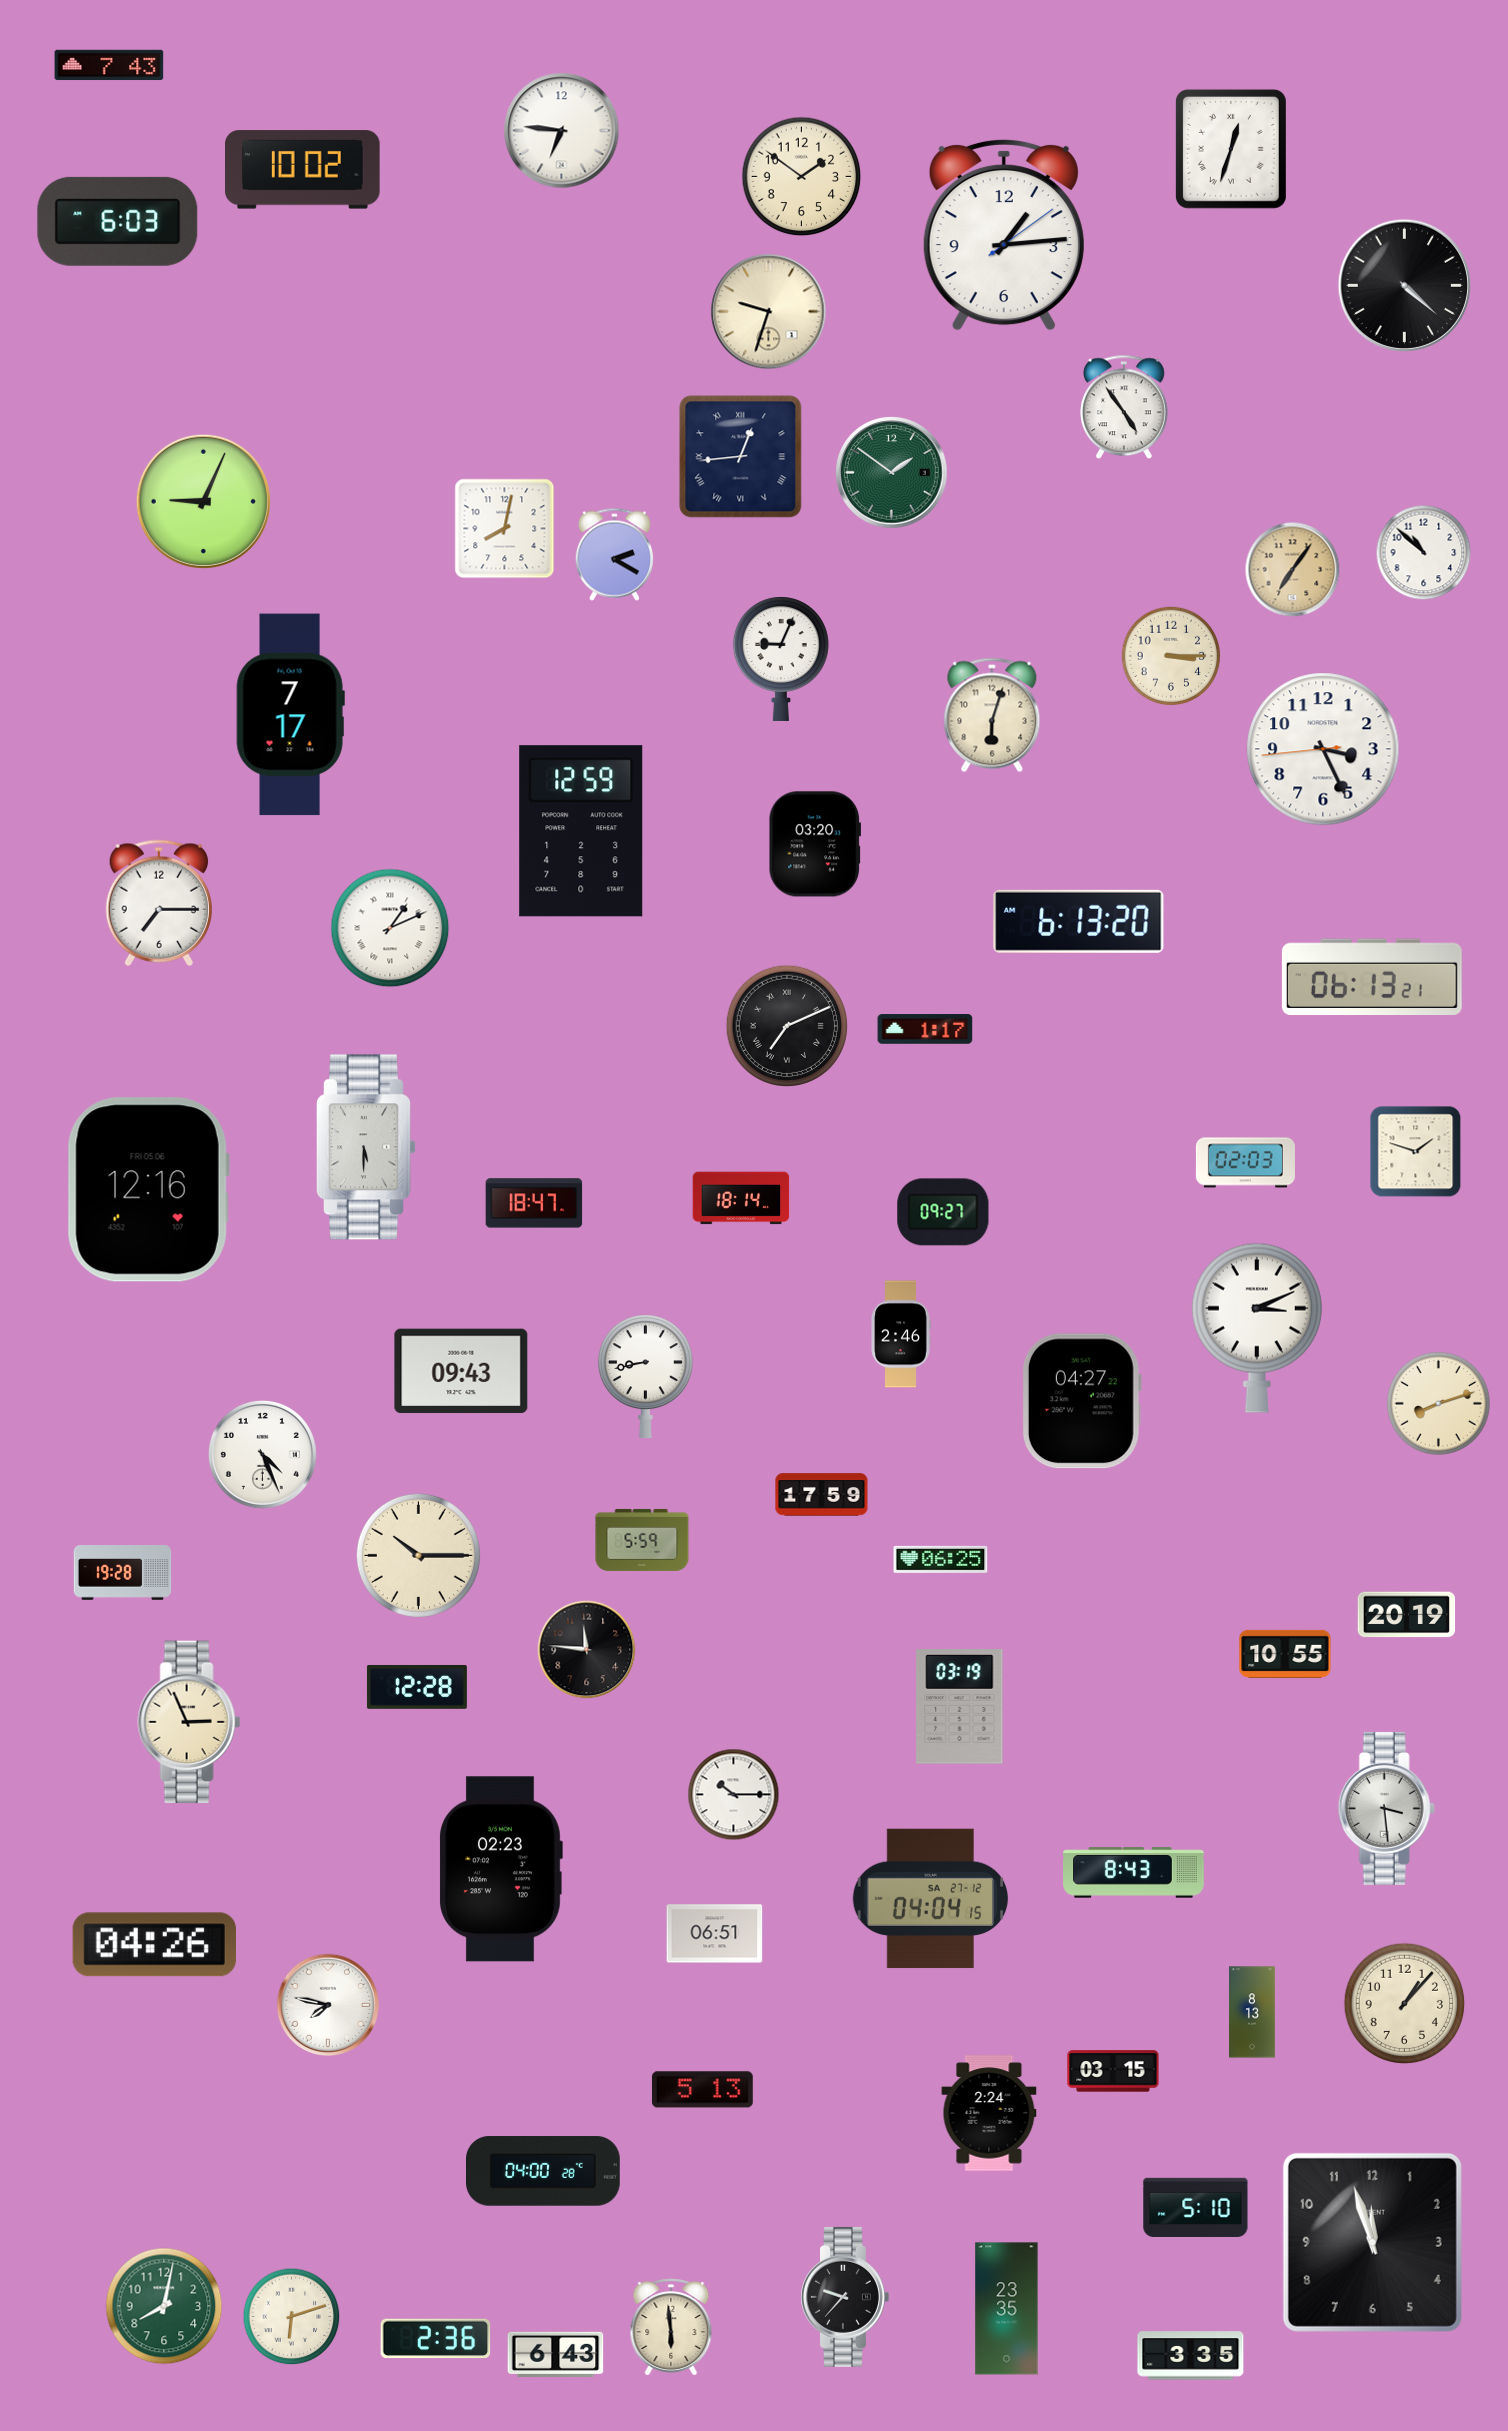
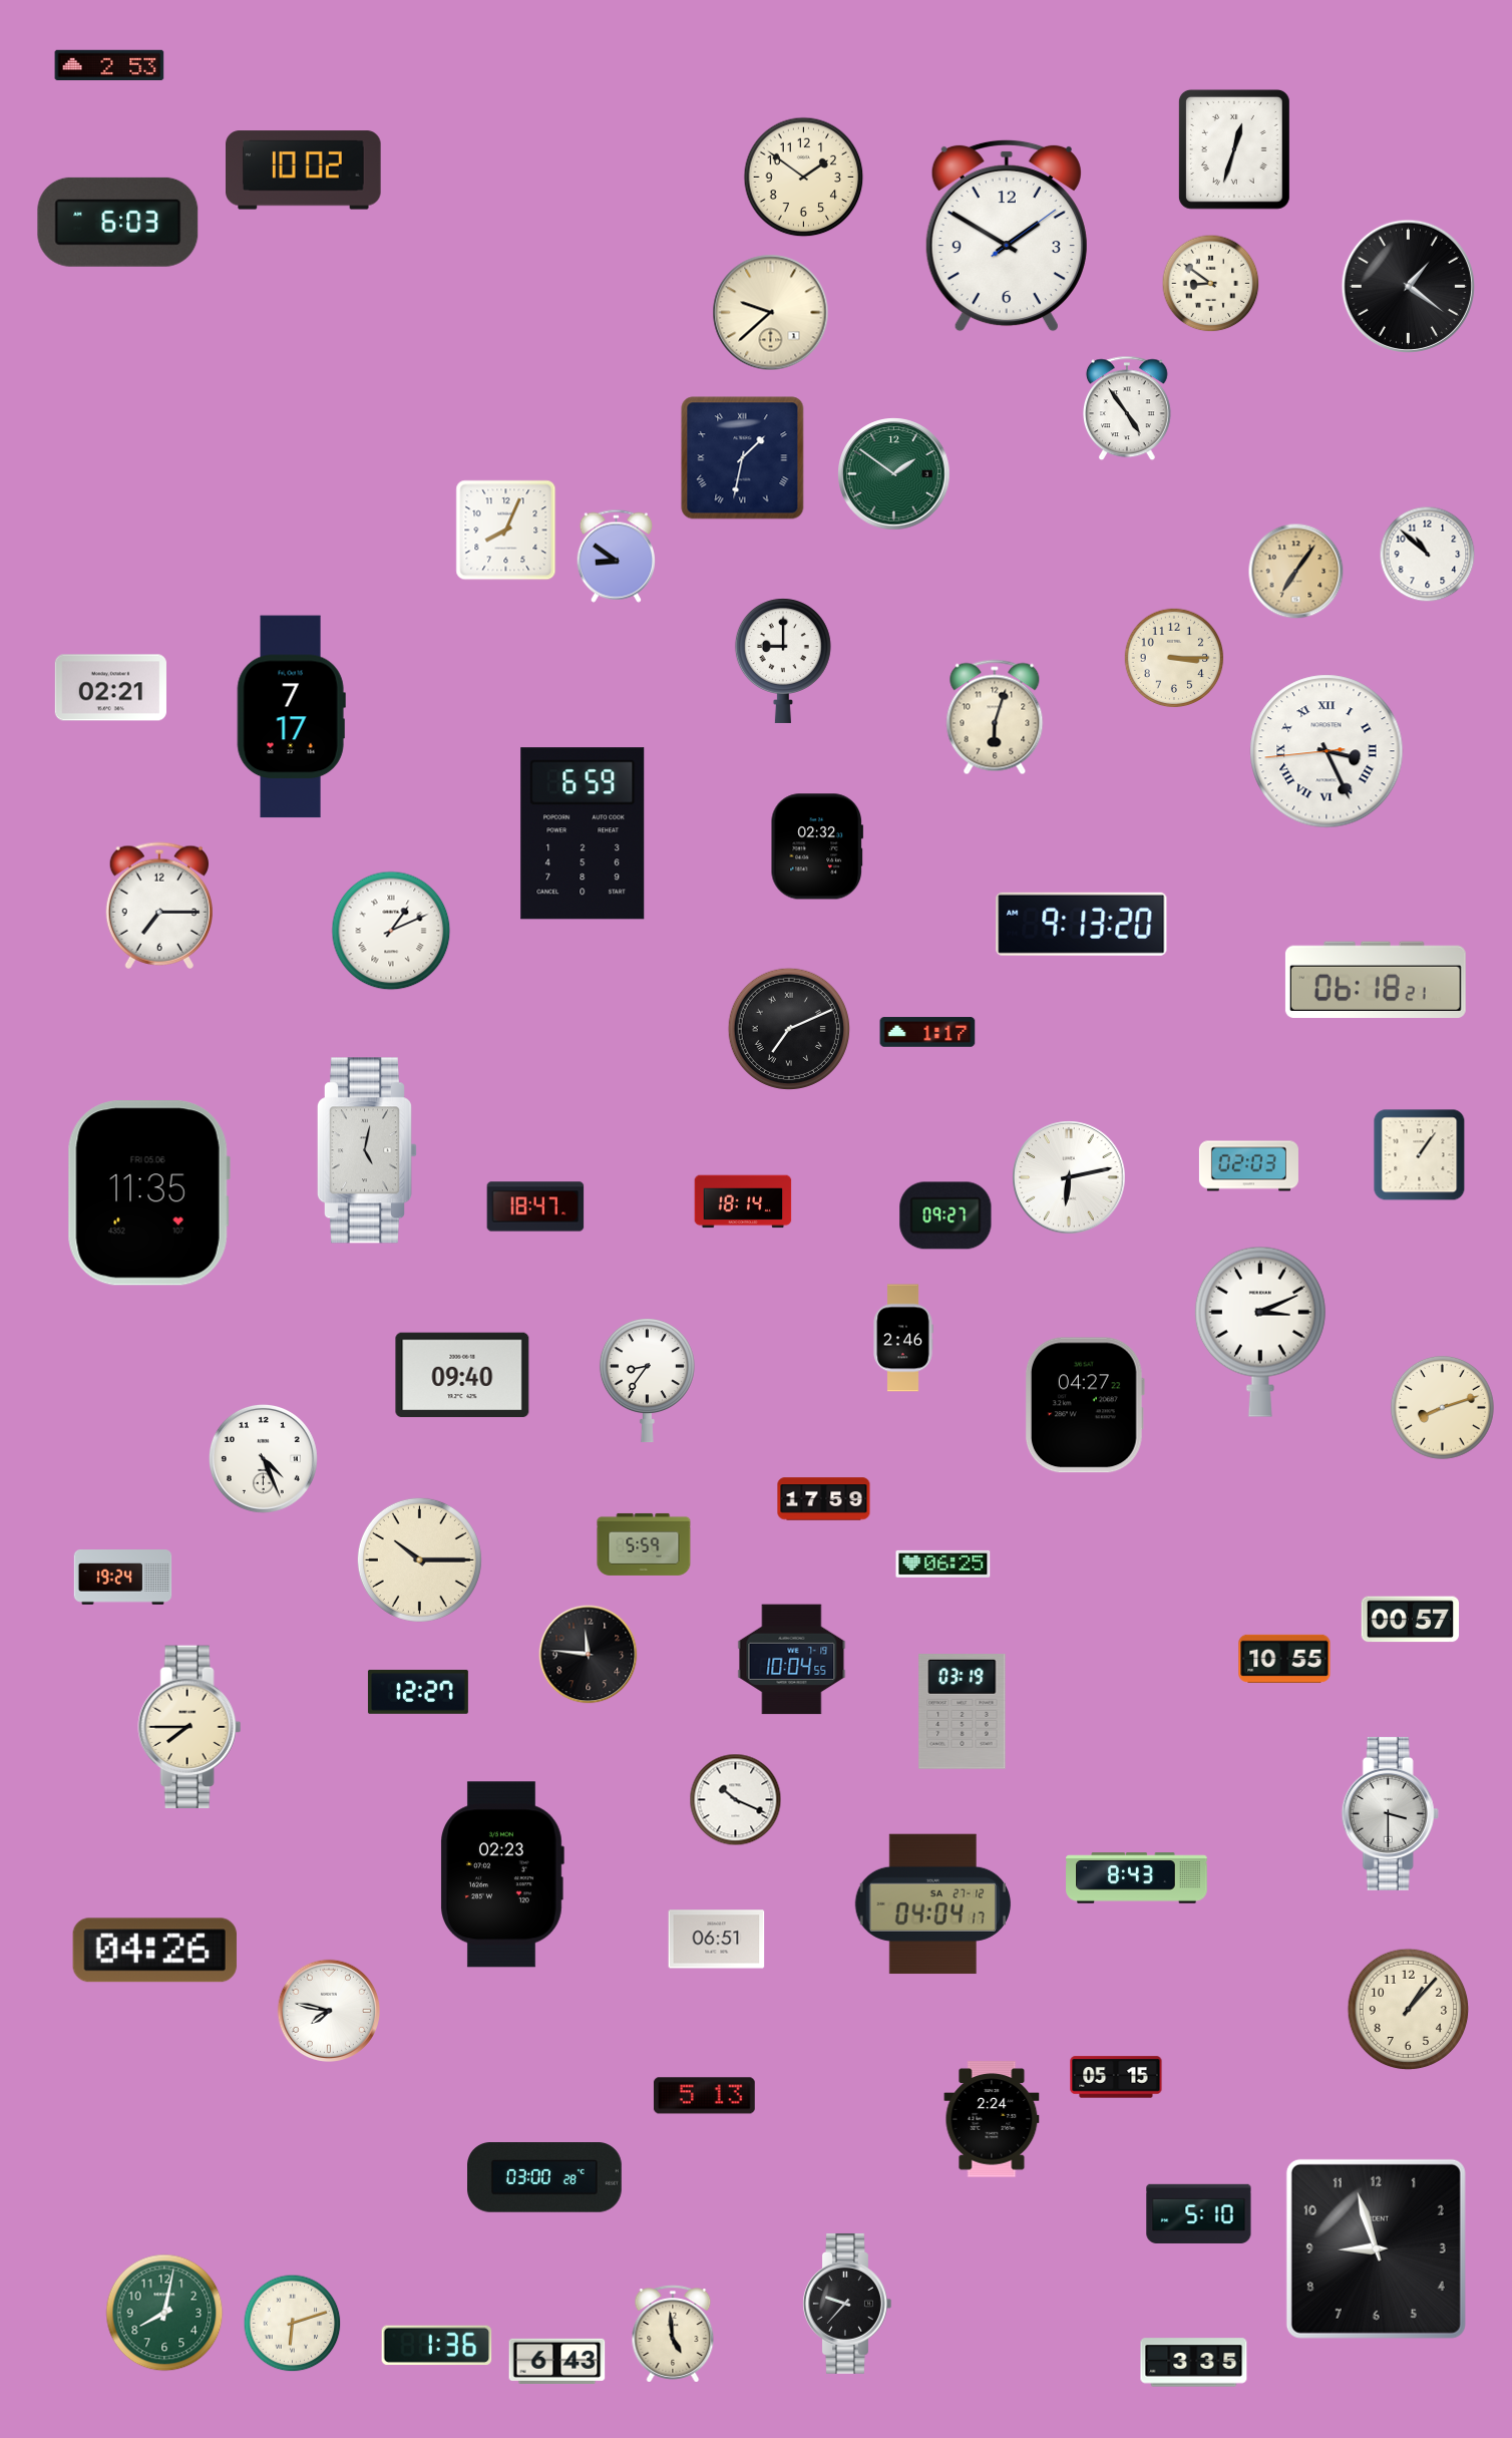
clock at (109, 65): 7:43 -> 2:53
clock at (562, 131): 6:46 -> none
clock at (1004, 235): 1:14 -> 1:50
clock at (1211, 284): none -> 8:51
clock at (1404, 285): 4:22 -> 1:21
clock at (769, 312): 9:33 -> 9:38
clock at (741, 457): 12:44 -> 1:32
clock at (203, 501): 9:04 -> none
clock at (505, 529): 8:02 -> 8:04
clock at (614, 554): 2:20 -> 8:51
clock at (781, 659): 9:04 -> 9:00
clock at (110, 688): none -> 02:21
clock at (1323, 749) numerals: Arabic -> Roman
clock at (581, 831): 12:59 -> 6:59
clock at (814, 844): 03:20 -> 02:32
clock at (1079, 921): 6:13 -> 9:13
clock at (1372, 976): 06:13 -> 06:18
clock at (366, 1147): 5:30 -> 5:02
clock at (1416, 1152): 1:48 -> 1:06
clock at (1069, 1177): none -> 6:13
clock at (148, 1190): 12:16 -> 11:35
clock at (461, 1371): 09:43 -> 09:40
clock at (645, 1377): 8:43 -> 8:36
clock at (123, 1573): 19:28 -> 19:24
clock at (1407, 1615): 20:19 -> 00:57
clock at (1285, 1654) position: (1285, 1654) -> (1284, 1659)
clock at (792, 1660): none -> 10:04
clock at (417, 1687): 12:28 -> 12:27
clock at (189, 1722): 2:56 -> 7:45
clock at (734, 1795): 10:15 -> 10:19
clock at (1386, 1808): 3:29 -> 3:30
clock at (931, 1899): 04:04:15 -> 04:04:17
clock at (1252, 2012): 8:13 -> none
clock at (1113, 2071): 03:15 -> 05:15
clock at (544, 2171): 04:00 -> 03:00
clock at (1372, 2242): 11:57 -> 8:57
clock at (1007, 2309): 23:35 -> none
clock at (671, 2327): 5:59 -> 4:59
clock at (436, 2339): 2:36 -> 1:36
